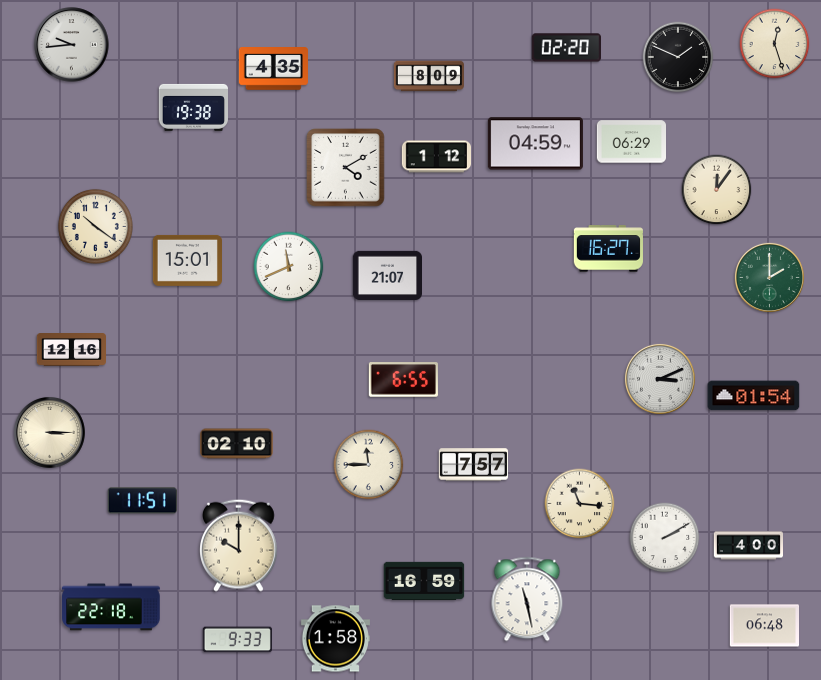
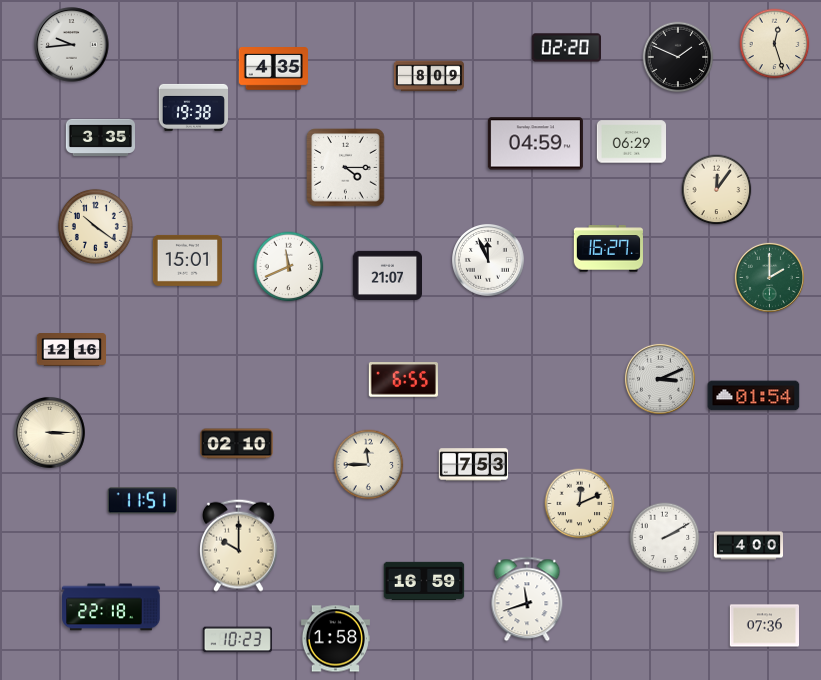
clock at (100, 138): none -> 3:35
clock at (436, 157): 1:12 -> none
clock at (346, 168): 4:10 -> 4:15
clock at (489, 261): none -> 11:56
clock at (473, 465): 7:57 -> 7:53
clock at (580, 504): 11:16 -> 12:11
clock at (527, 599): 11:28 -> 11:42
clock at (764, 626): 06:48 -> 07:36
clock at (237, 640): 9:33 -> 10:23
